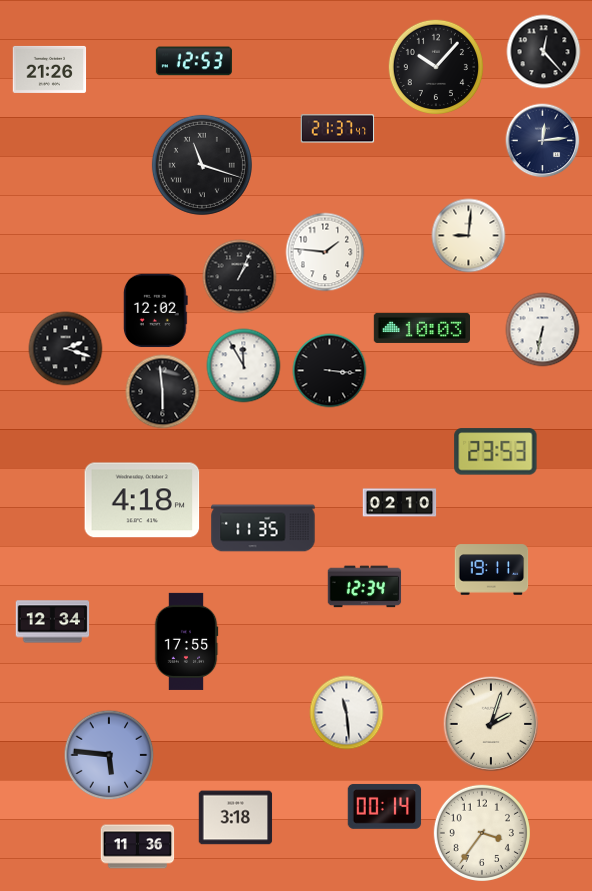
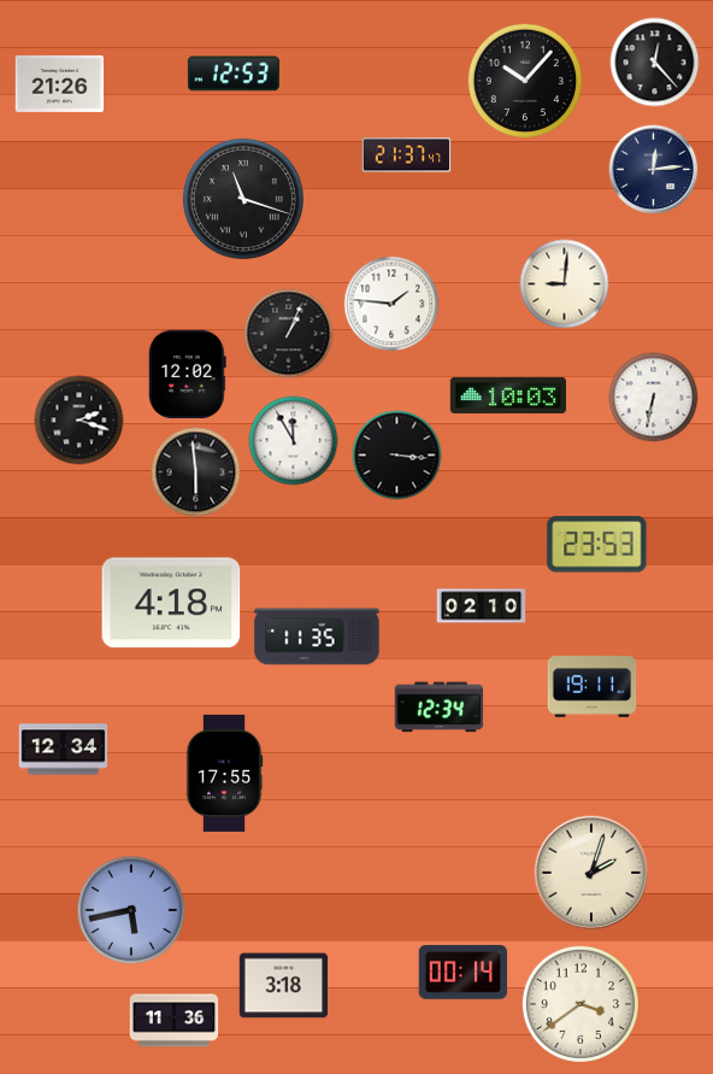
clock at (330, 371) position: (330, 371) -> (397, 456)
clock at (347, 713): 11:29 -> none
clock at (109, 755): 5:46 -> 5:43
clock at (482, 833): 3:36 -> 3:39
clock at (138, 847) position: (138, 847) -> (175, 1021)
